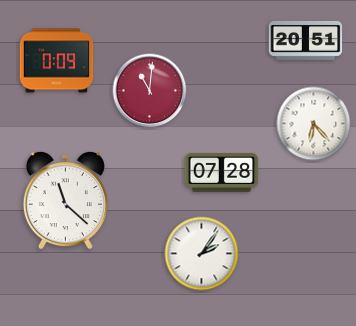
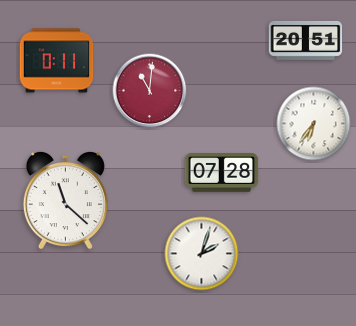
clock at (57, 61): 0:09 -> 0:11
clock at (314, 124): 6:23 -> 6:36
clock at (202, 254): 2:06 -> 2:03
